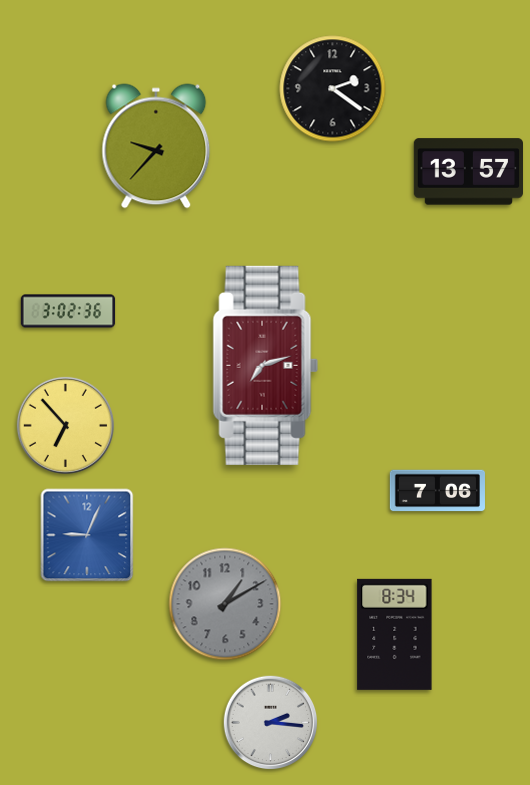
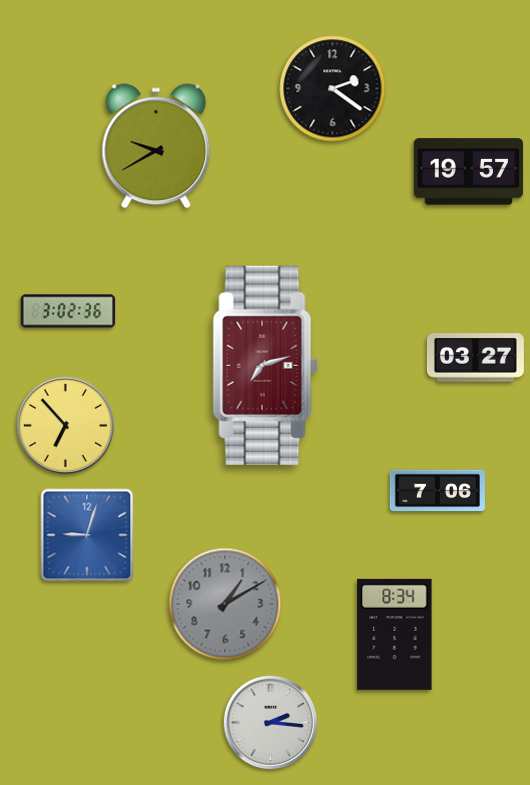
clock at (156, 146): 9:37 -> 9:40
clock at (468, 172): 13:57 -> 19:57
clock at (475, 358): none -> 03:27
clock at (87, 535): 9:04 -> 9:03
